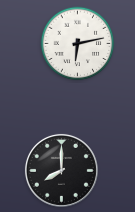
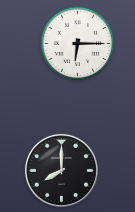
clock at (78, 44): 6:13 -> 6:15
